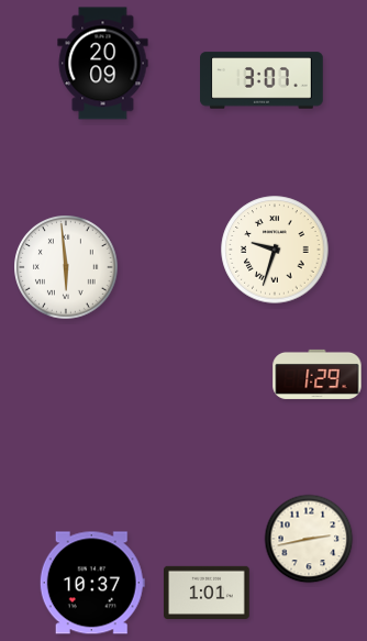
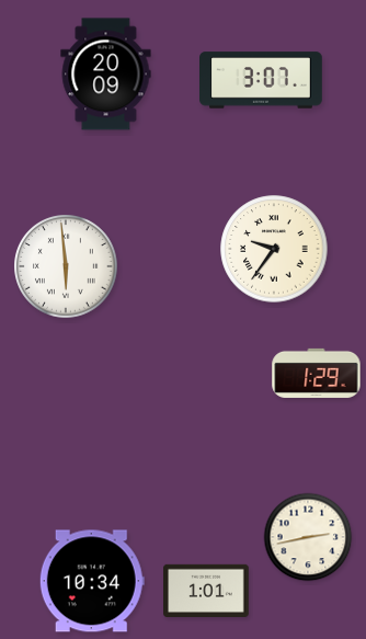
clock at (103, 64) position: (103, 64) -> (106, 75)
clock at (275, 250): 9:33 -> 9:36
clock at (92, 583): 10:37 -> 10:34
